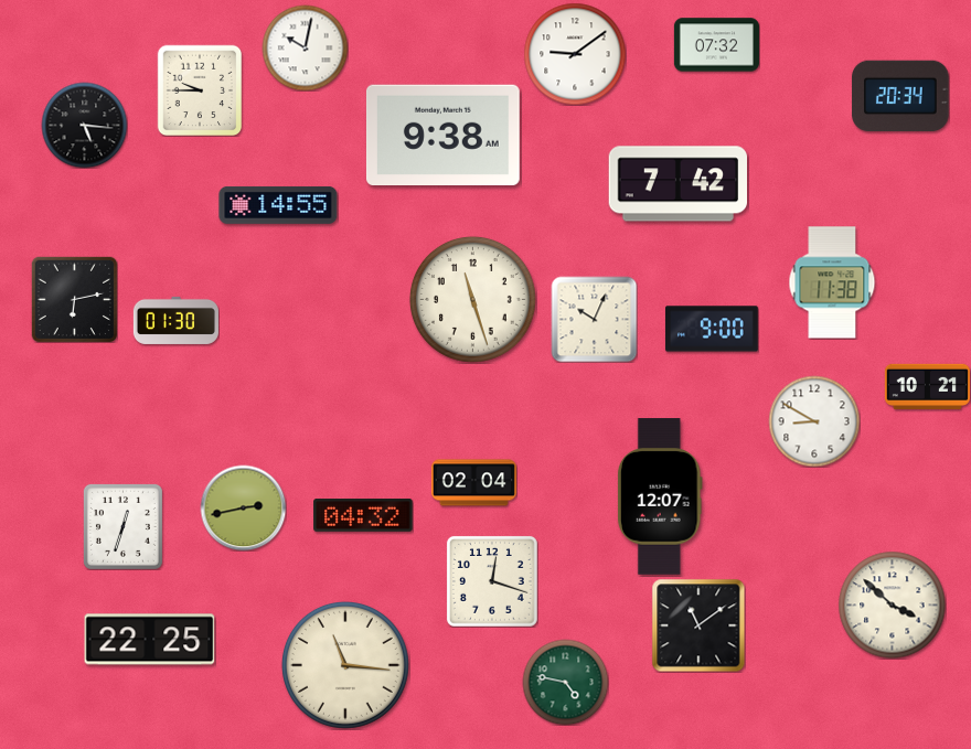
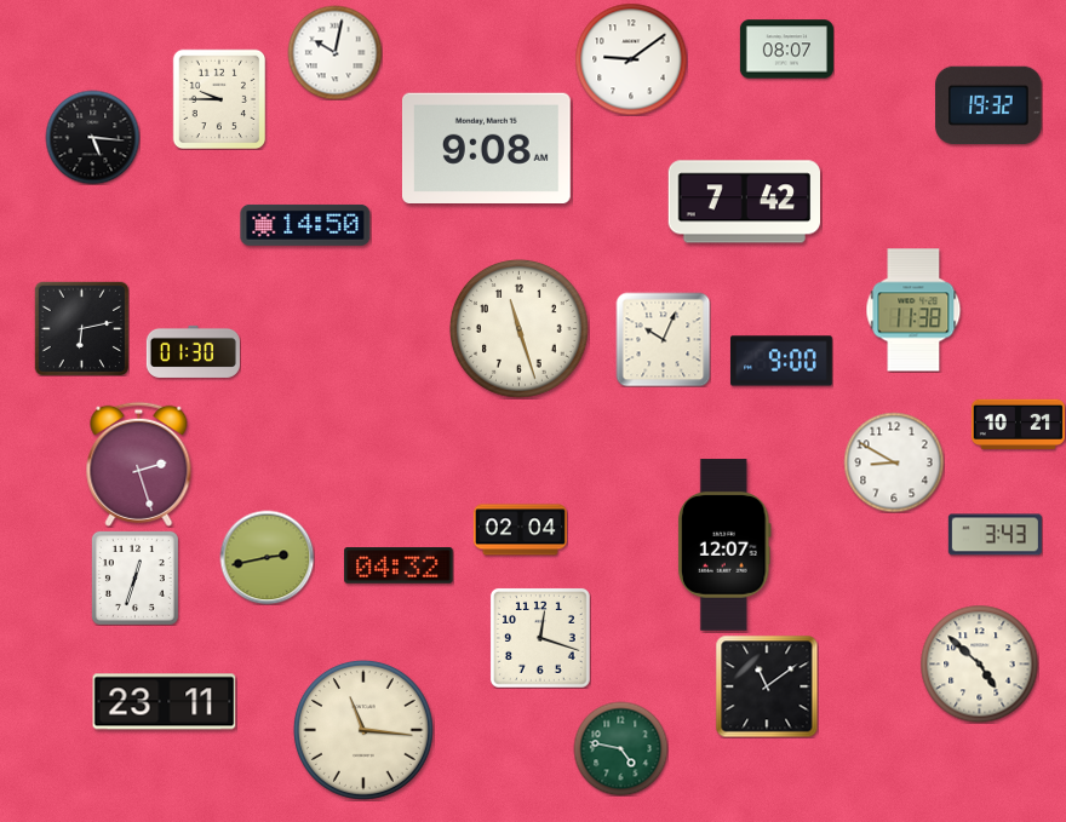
clock at (716, 45): 07:32 -> 08:07
clock at (900, 96): 20:34 -> 19:32
clock at (442, 135): 9:38 -> 9:08
clock at (278, 205): 14:55 -> 14:50
clock at (594, 319) position: (594, 319) -> (663, 339)
clock at (139, 464): none -> 2:27
clock at (995, 535): none -> 3:43
clock at (892, 604): 3:52 -> 4:52
clock at (150, 640): 22:25 -> 23:11
clock at (345, 665) position: (345, 665) -> (363, 730)
